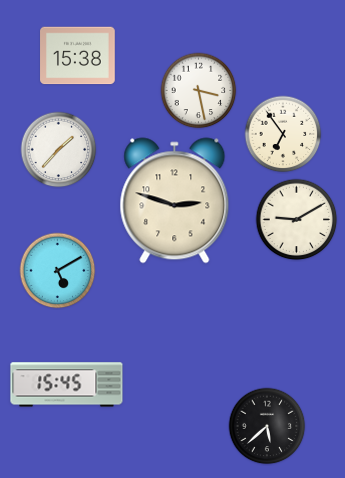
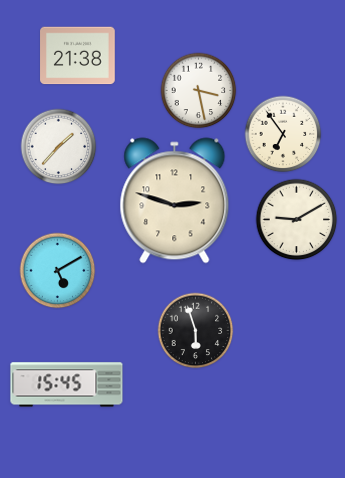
clock at (78, 56): 15:38 -> 21:38
clock at (59, 150) position: (59, 150) -> (59, 147)
clock at (196, 331): none -> 5:57
clock at (267, 426): 5:38 -> none
